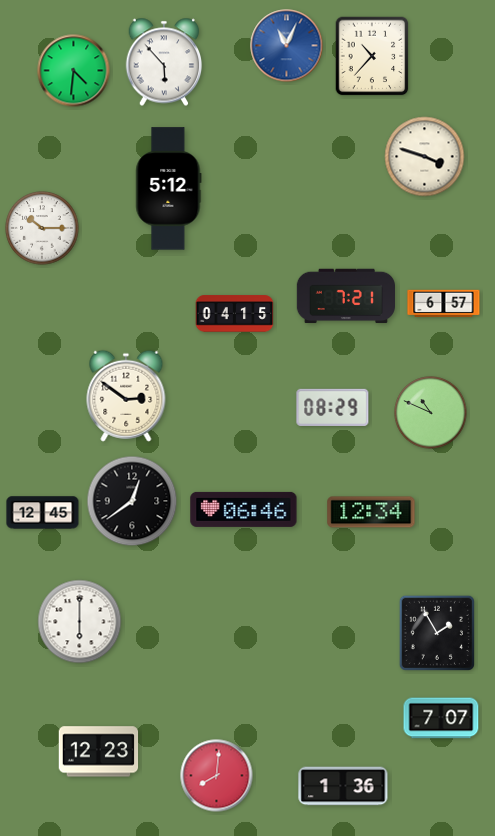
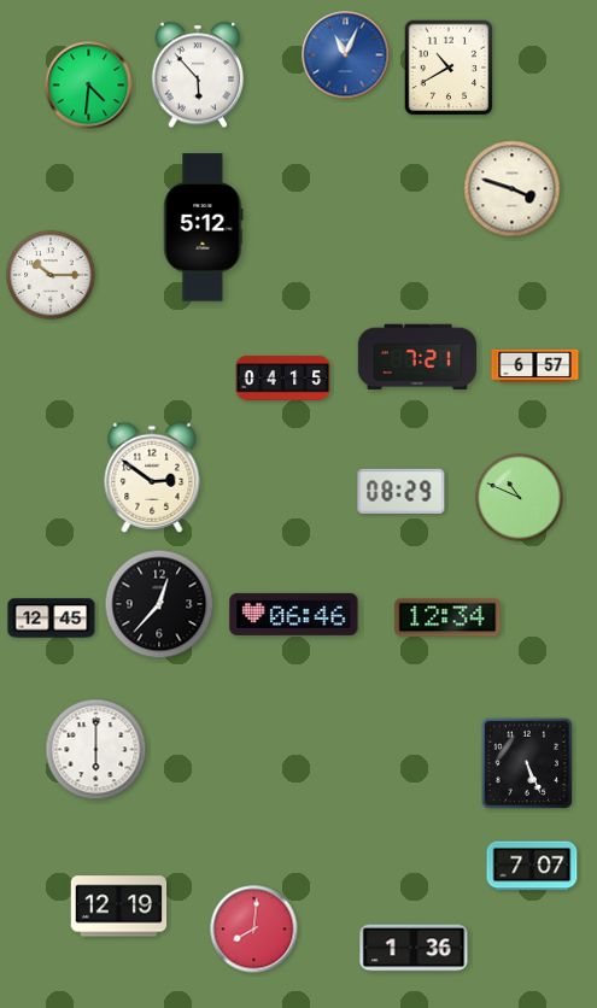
clock at (372, 56): 10:37 -> 10:40
clock at (132, 501): 12:39 -> 12:37
clock at (437, 633): 1:55 -> 5:26
clock at (99, 752): 12:23 -> 12:19
clock at (217, 776) position: (217, 776) -> (254, 930)
